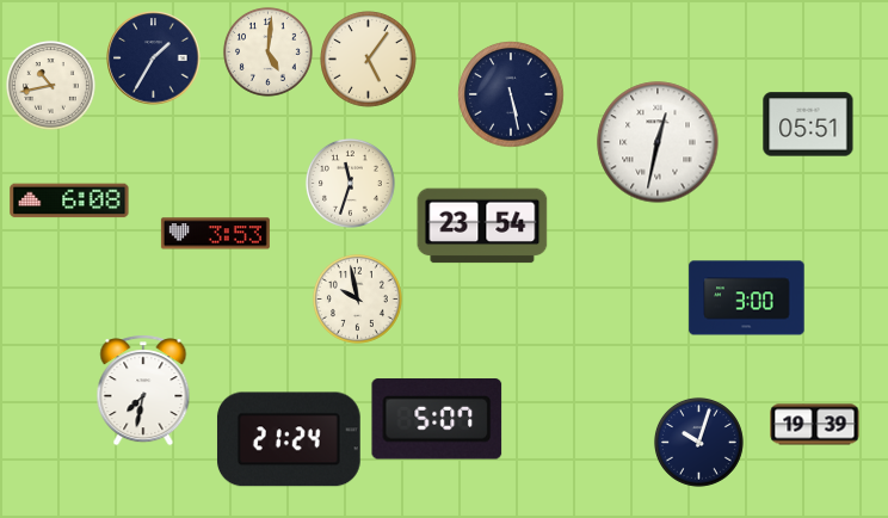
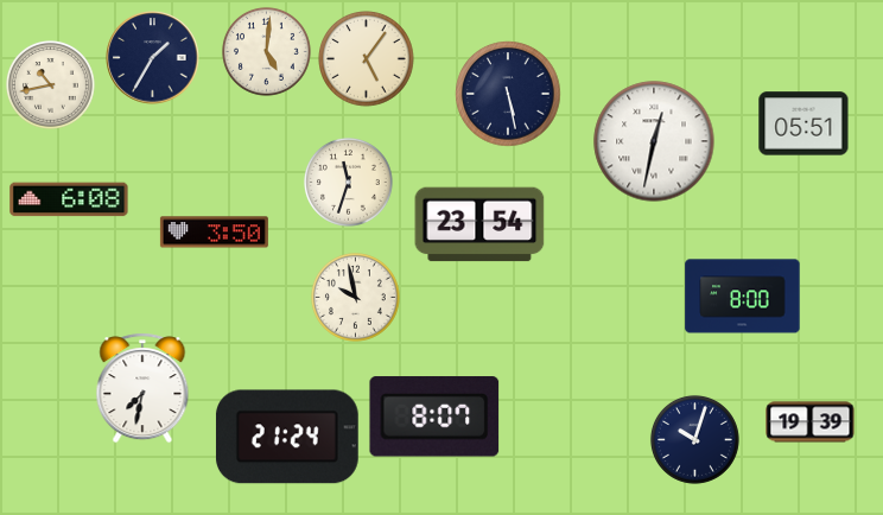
clock at (215, 234): 3:53 -> 3:50
clock at (747, 298): 3:00 -> 8:00
clock at (437, 419): 5:07 -> 8:07
